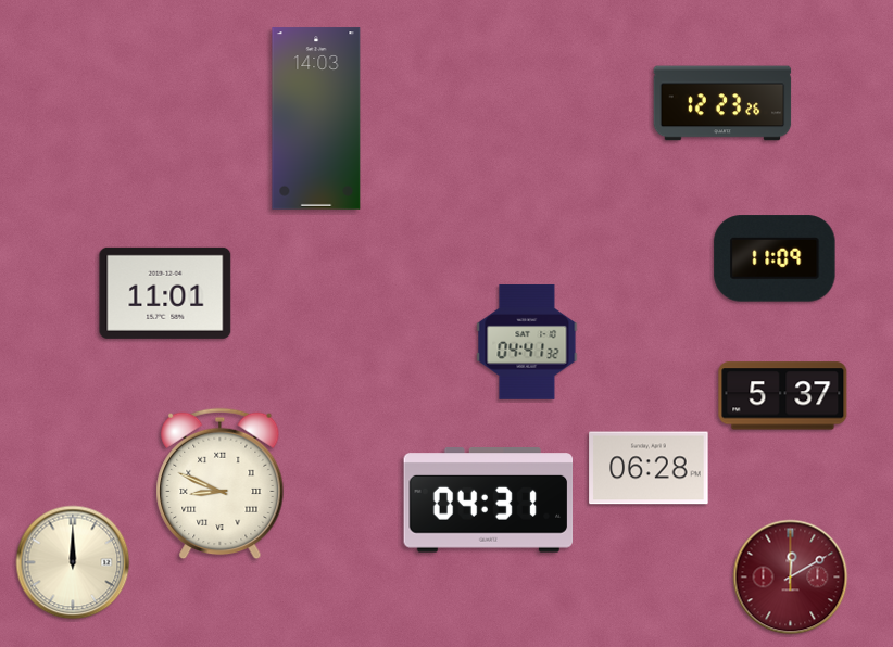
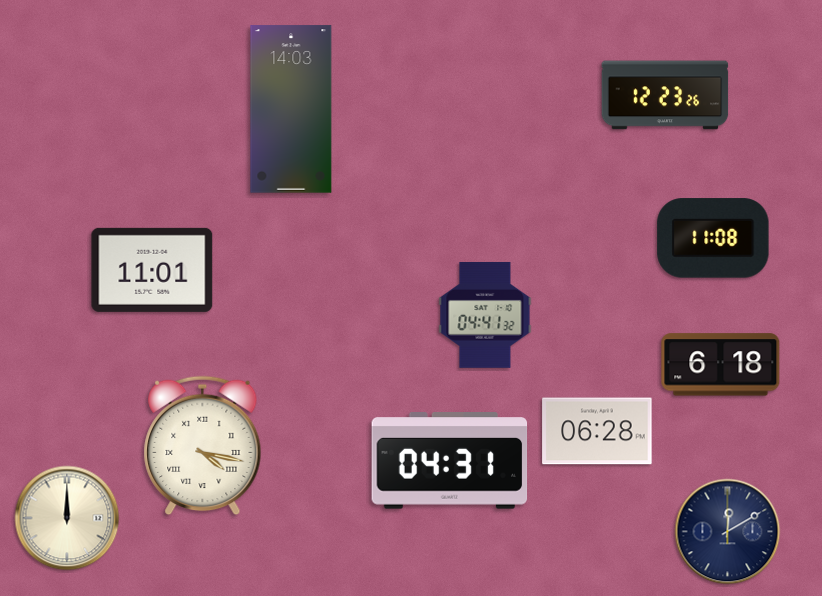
clock at (775, 258): 11:09 -> 11:08
clock at (783, 396): 5:37 -> 6:18
clock at (221, 484): 8:49 -> 4:17
clock at (791, 578) dial: burgundy -> navy
